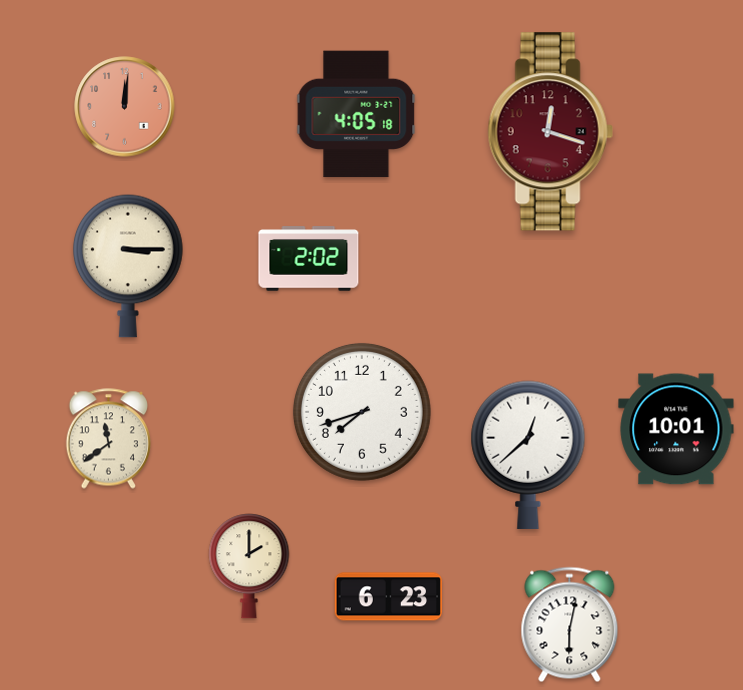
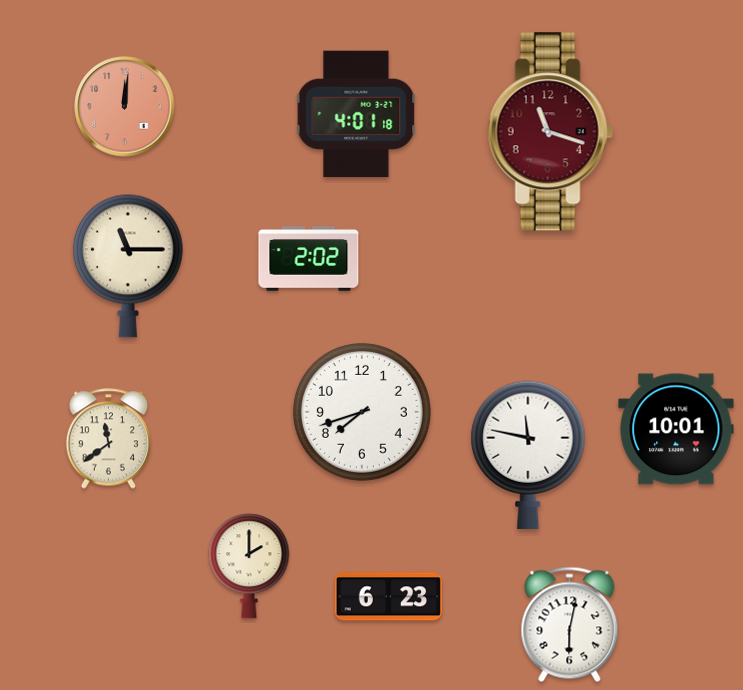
clock at (356, 114): 4:05 -> 4:01
clock at (550, 132): 12:18 -> 11:18
clock at (128, 266): 3:15 -> 11:15
clock at (528, 455): 12:38 -> 11:47
